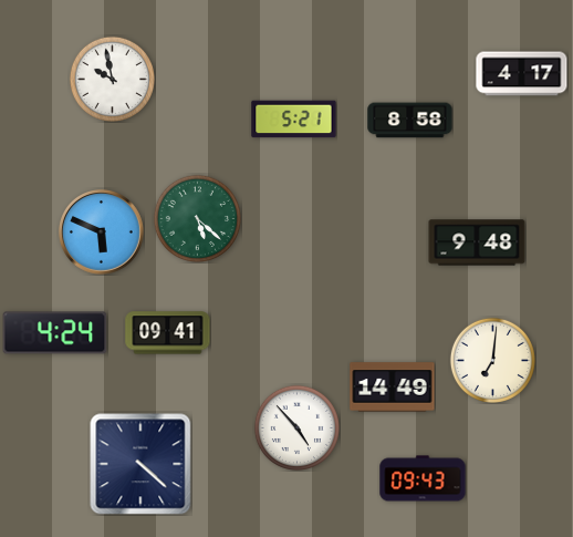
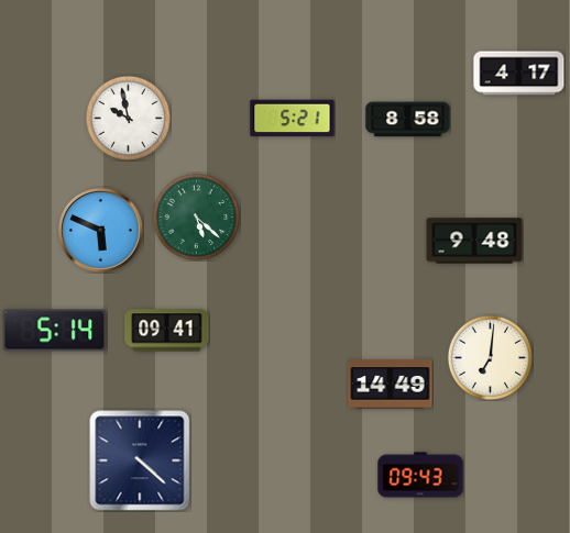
clock at (112, 79) position: (112, 79) -> (128, 118)
clock at (55, 333): 4:24 -> 5:14
clock at (296, 427): 4:53 -> none
